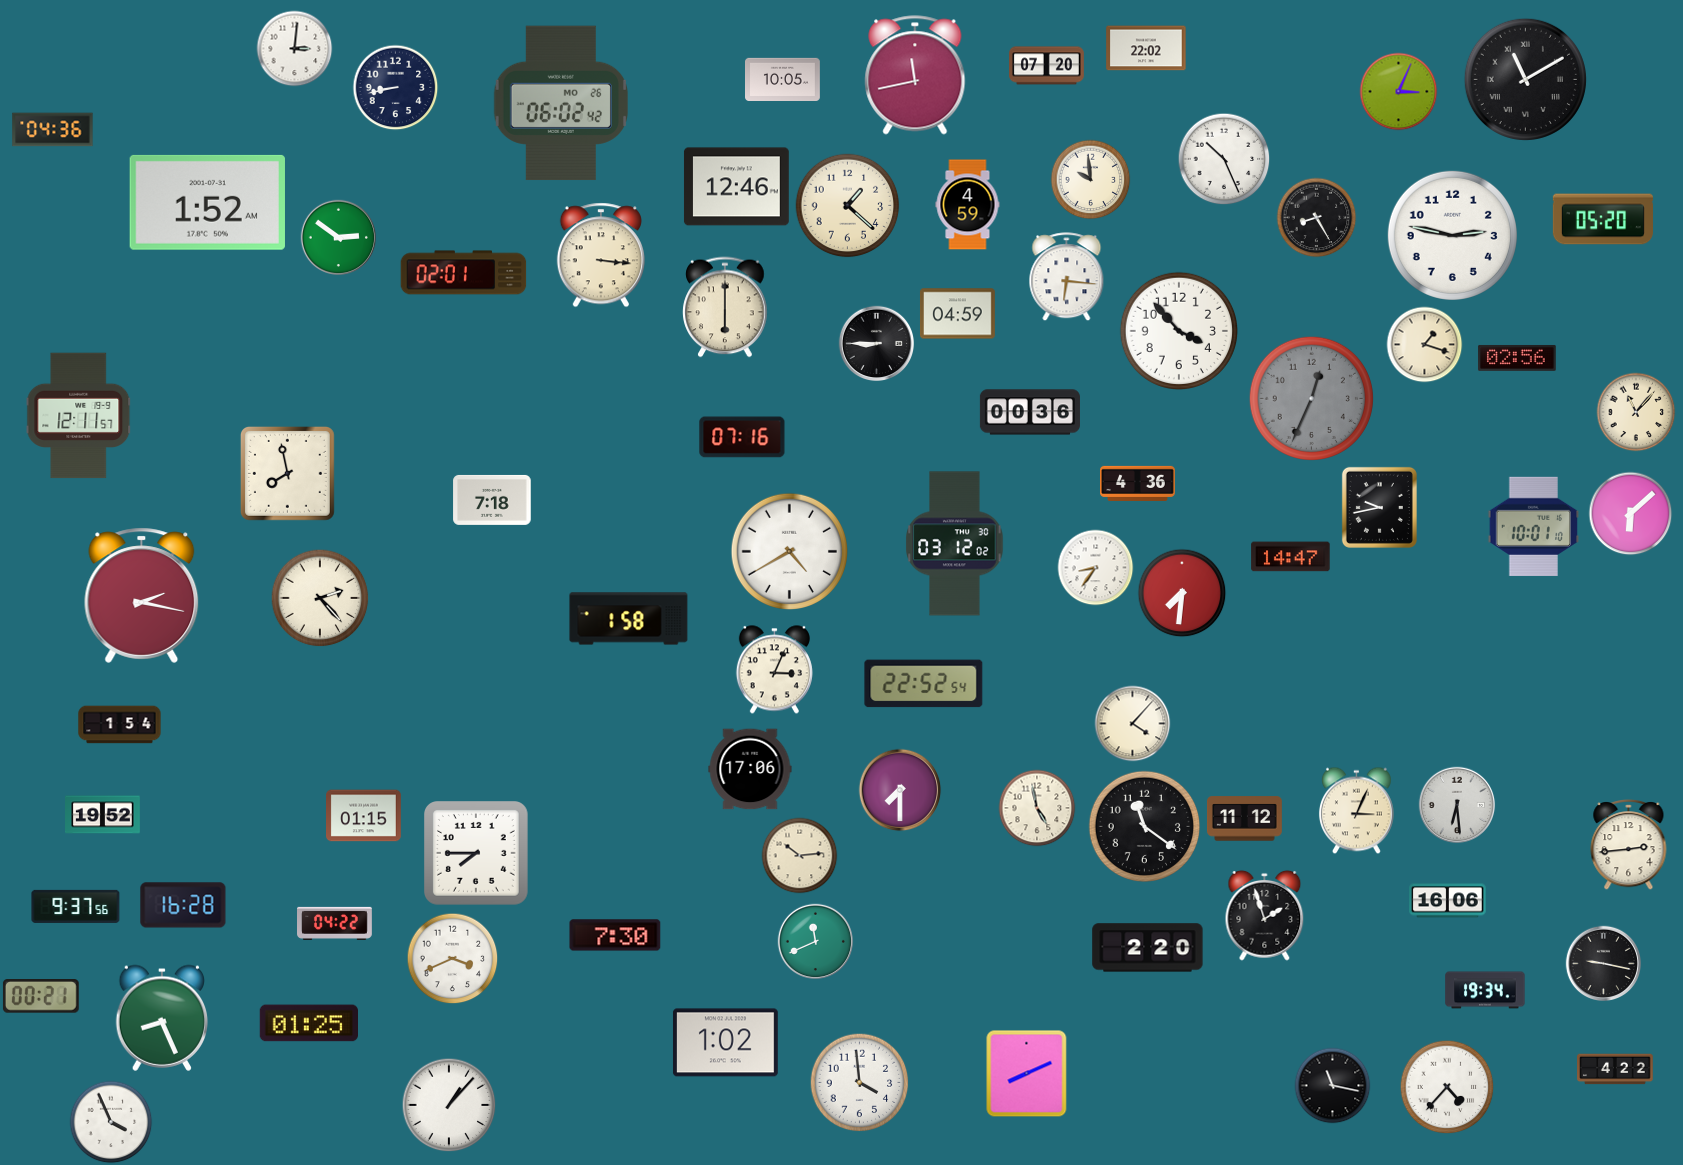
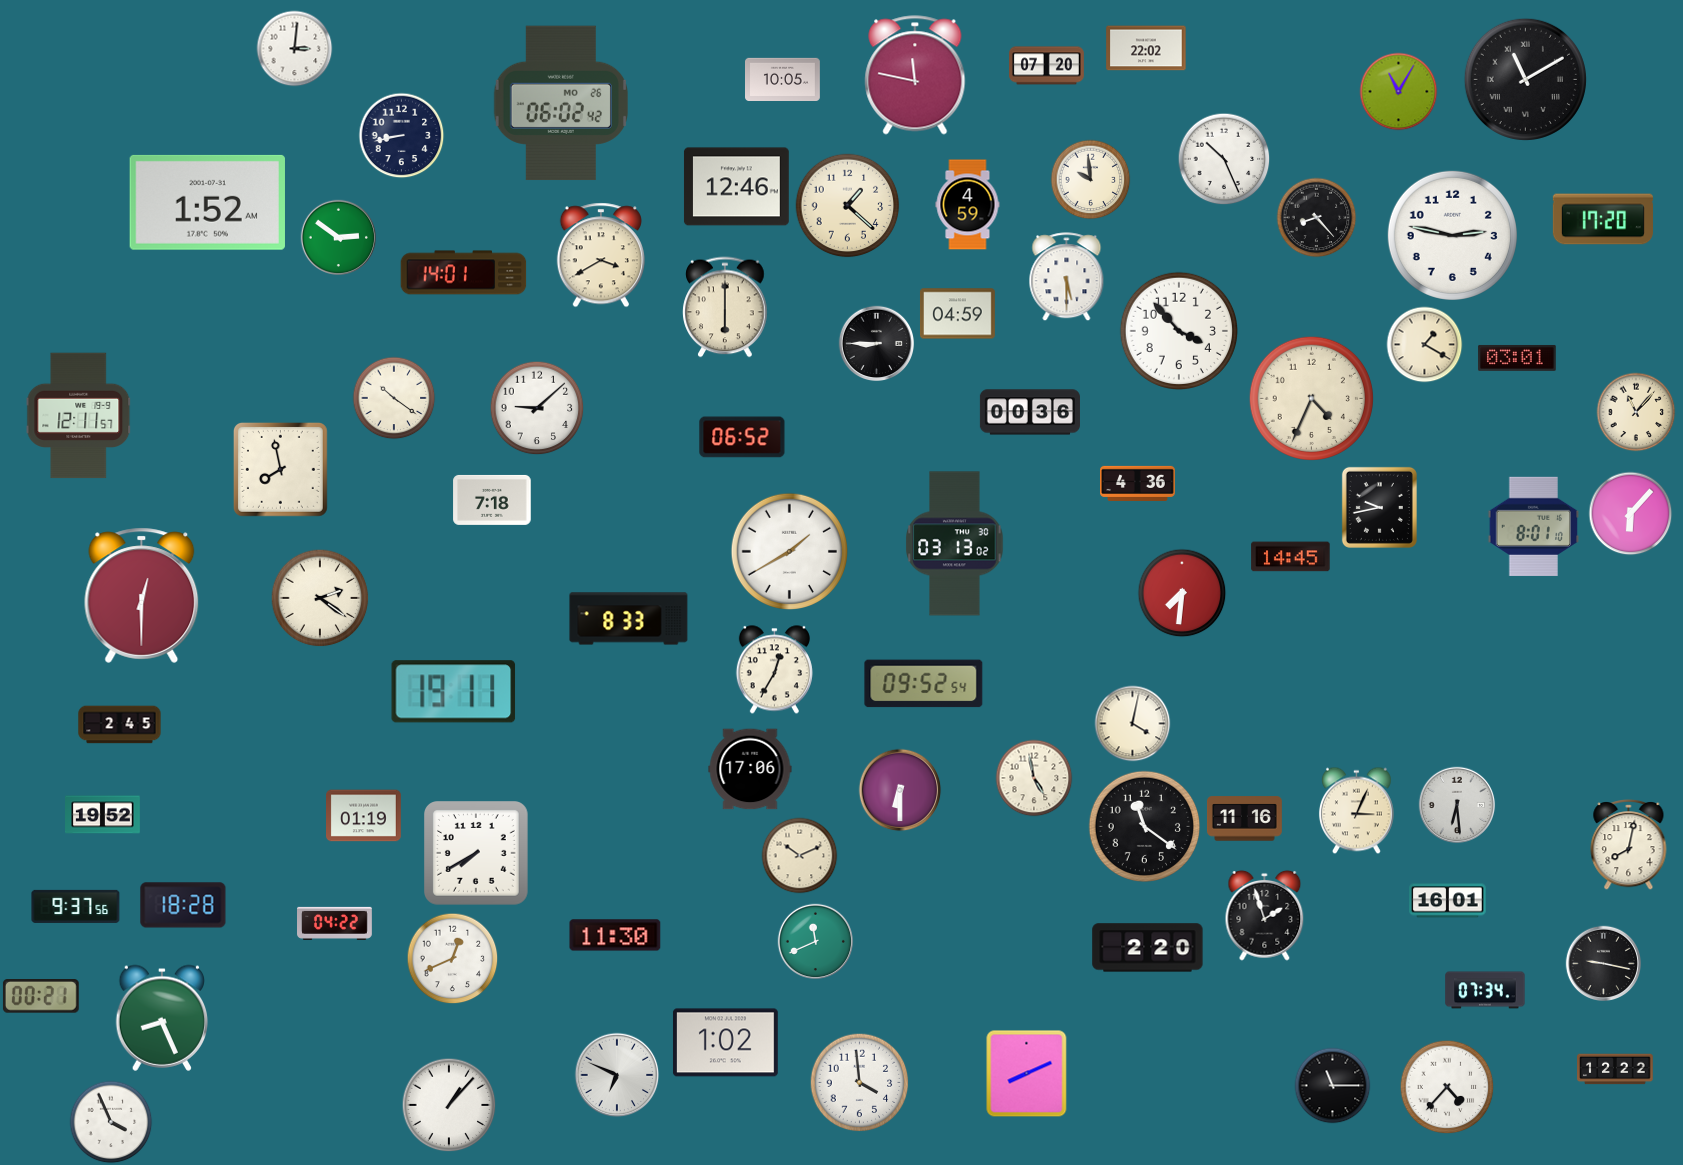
clock at (915, 75): 11:43 -> 11:47
clock at (396, 88) position: (396, 88) -> (402, 136)
clock at (1399, 92): 3:04 -> 11:05
clock at (53, 130): 04:36 -> none
clock at (1317, 218): 8:25 -> 8:23
clock at (1603, 219): 05:20 -> 17:20
clock at (601, 255): 3:16 -> 3:40
clock at (464, 273): 02:01 -> 14:01
clock at (1067, 277): 6:16 -> 5:30
clock at (1425, 345): 1:18 -> 1:20
clock at (1517, 358): 02:56 -> 03:01
clock at (394, 398): none -> 10:21
clock at (1311, 398): 12:34 -> 4:34
clock at (1311, 398) dial: grey -> cream
clock at (537, 408): none -> 9:08
clock at (742, 437): 07:16 -> 06:52
clock at (287, 473) position: (287, 473) -> (280, 469)
clock at (1631, 514): 6:08 -> 6:07
clock at (1534, 526): 10:01 -> 8:01
clock at (955, 544): 03:12 -> 03:13
clock at (789, 551): 4:40 -> 1:40
clock at (1291, 557): 14:47 -> 14:45
clock at (1096, 568): 8:36 -> none
clock at (142, 595): 2:17 -> 12:30
clock at (320, 598): 2:23 -> 2:21
clock at (629, 619): 1:58 -> 8:33
clock at (774, 670): 3:04 -> 12:35
clock at (924, 684): 22:52 -> 09:52
clock at (454, 692): none -> 19:11
clock at (1133, 724): 4:07 -> 4:02
clock at (120, 725): 1:54 -> 2:45
clock at (900, 790): 7:30 -> 6:30
clock at (1037, 808) position: (1037, 808) -> (1034, 778)
clock at (364, 816): 01:15 -> 01:19
clock at (1244, 819): 11:12 -> 11:16
clock at (1629, 845): 2:44 -> 8:02
clock at (477, 854): 7:45 -> 7:40
clock at (800, 856): 10:14 -> 10:11
clock at (1448, 901): 16:06 -> 16:01
clock at (183, 905): 16:28 -> 18:28
clock at (615, 935): 7:30 -> 11:30
clock at (453, 959): 3:41 -> 12:41
clock at (1485, 990): 19:34 -> 07:34
clock at (309, 1023): 01:25 -> none
clock at (1615, 1069): 4:22 -> 12:22
clock at (617, 1075): none -> 6:49
clock at (1333, 1086): 11:17 -> 11:15
